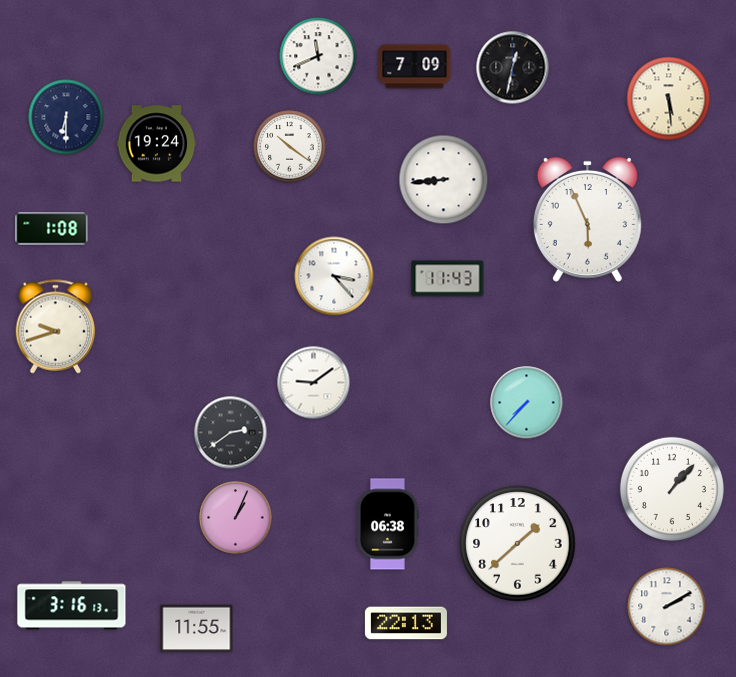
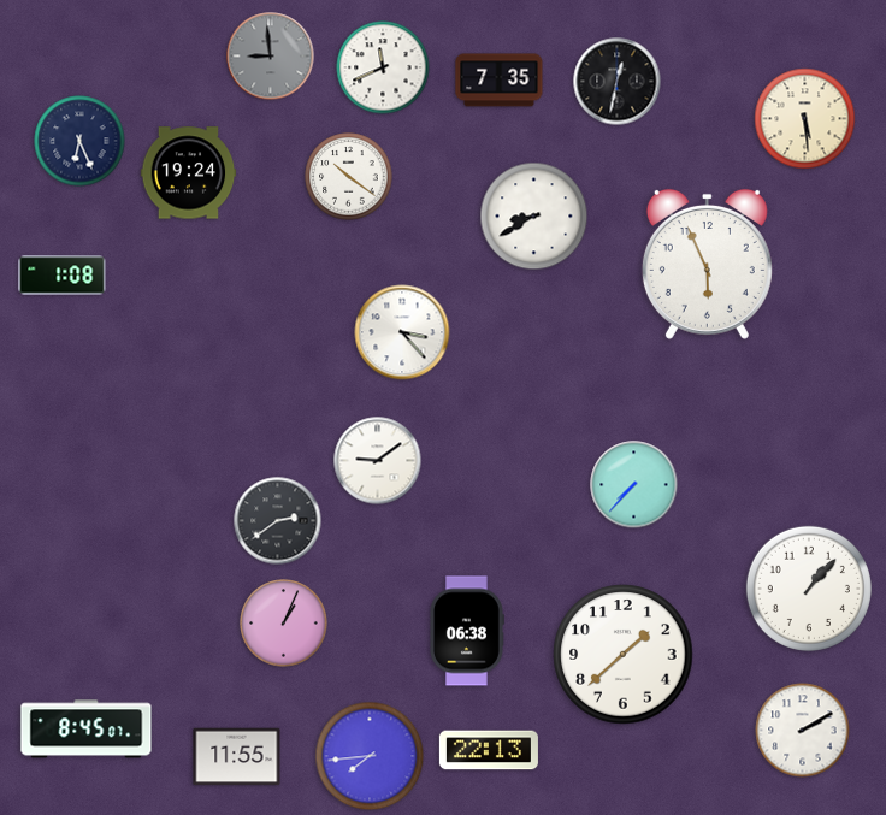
clock at (271, 57): none -> 8:59
clock at (415, 67): 7:09 -> 7:35
clock at (66, 117): 6:30 -> 6:26
clock at (444, 180): 8:44 -> 8:40
clock at (448, 279): 11:43 -> none
clock at (56, 327): 9:42 -> none
clock at (72, 606): 3:16 -> 8:45
clock at (370, 756): none -> 7:44
